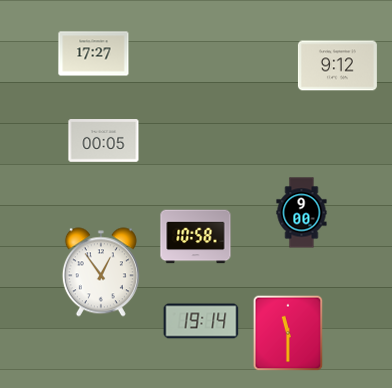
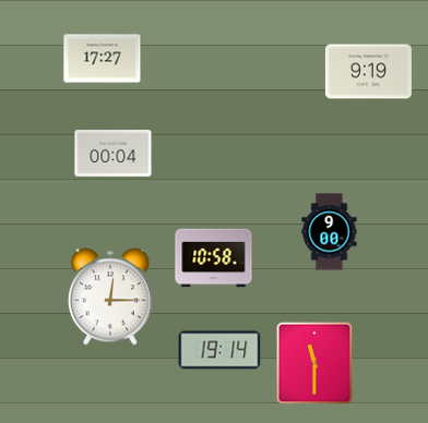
clock at (337, 66): 9:12 -> 9:19
clock at (104, 141): 00:05 -> 00:04
clock at (101, 272): 12:54 -> 12:15
